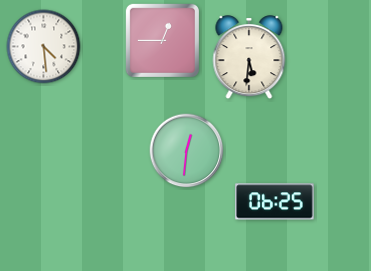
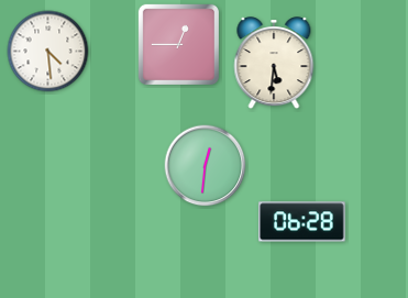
clock at (275, 202): 06:25 -> 06:28
